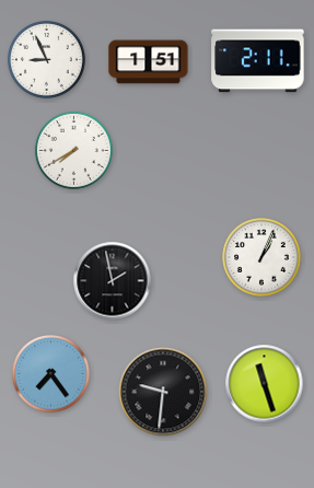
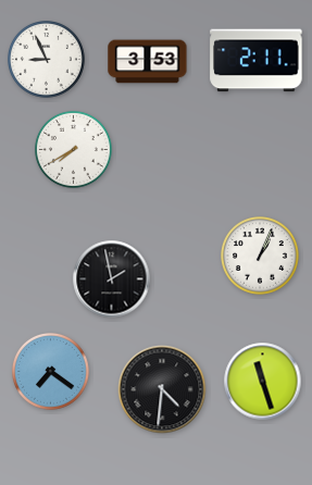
clock at (149, 62): 1:51 -> 3:53
clock at (51, 374): 7:24 -> 7:21
clock at (163, 392): 9:31 -> 4:31
